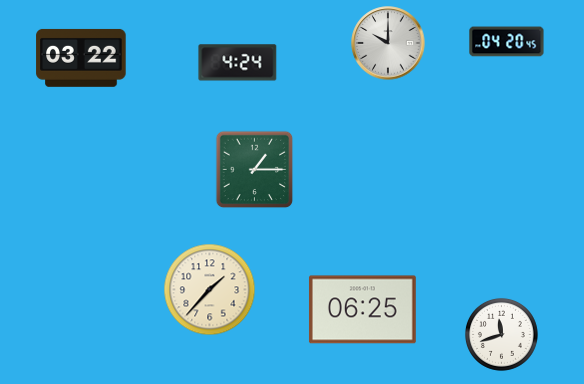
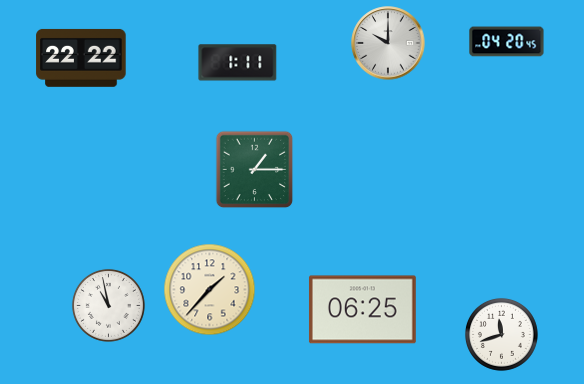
clock at (81, 58): 03:22 -> 22:22
clock at (238, 63): 4:24 -> 1:11
clock at (108, 305): none -> 10:58
